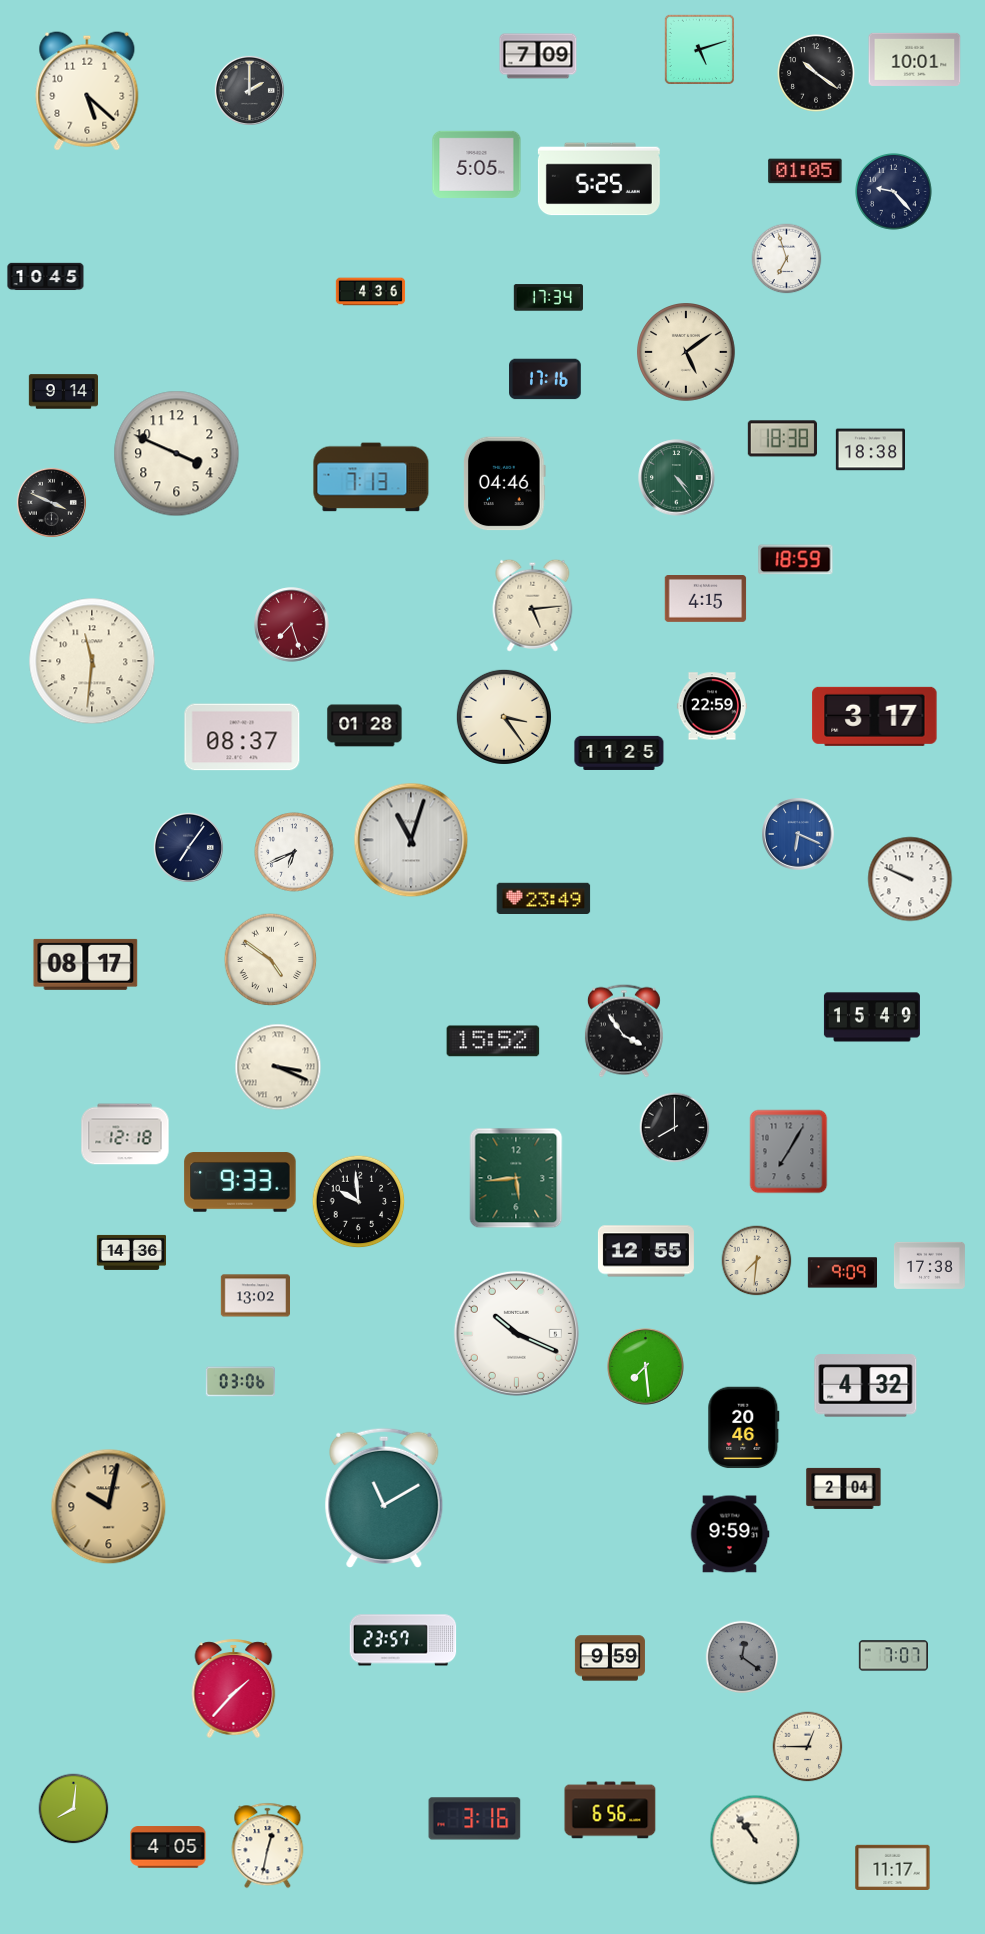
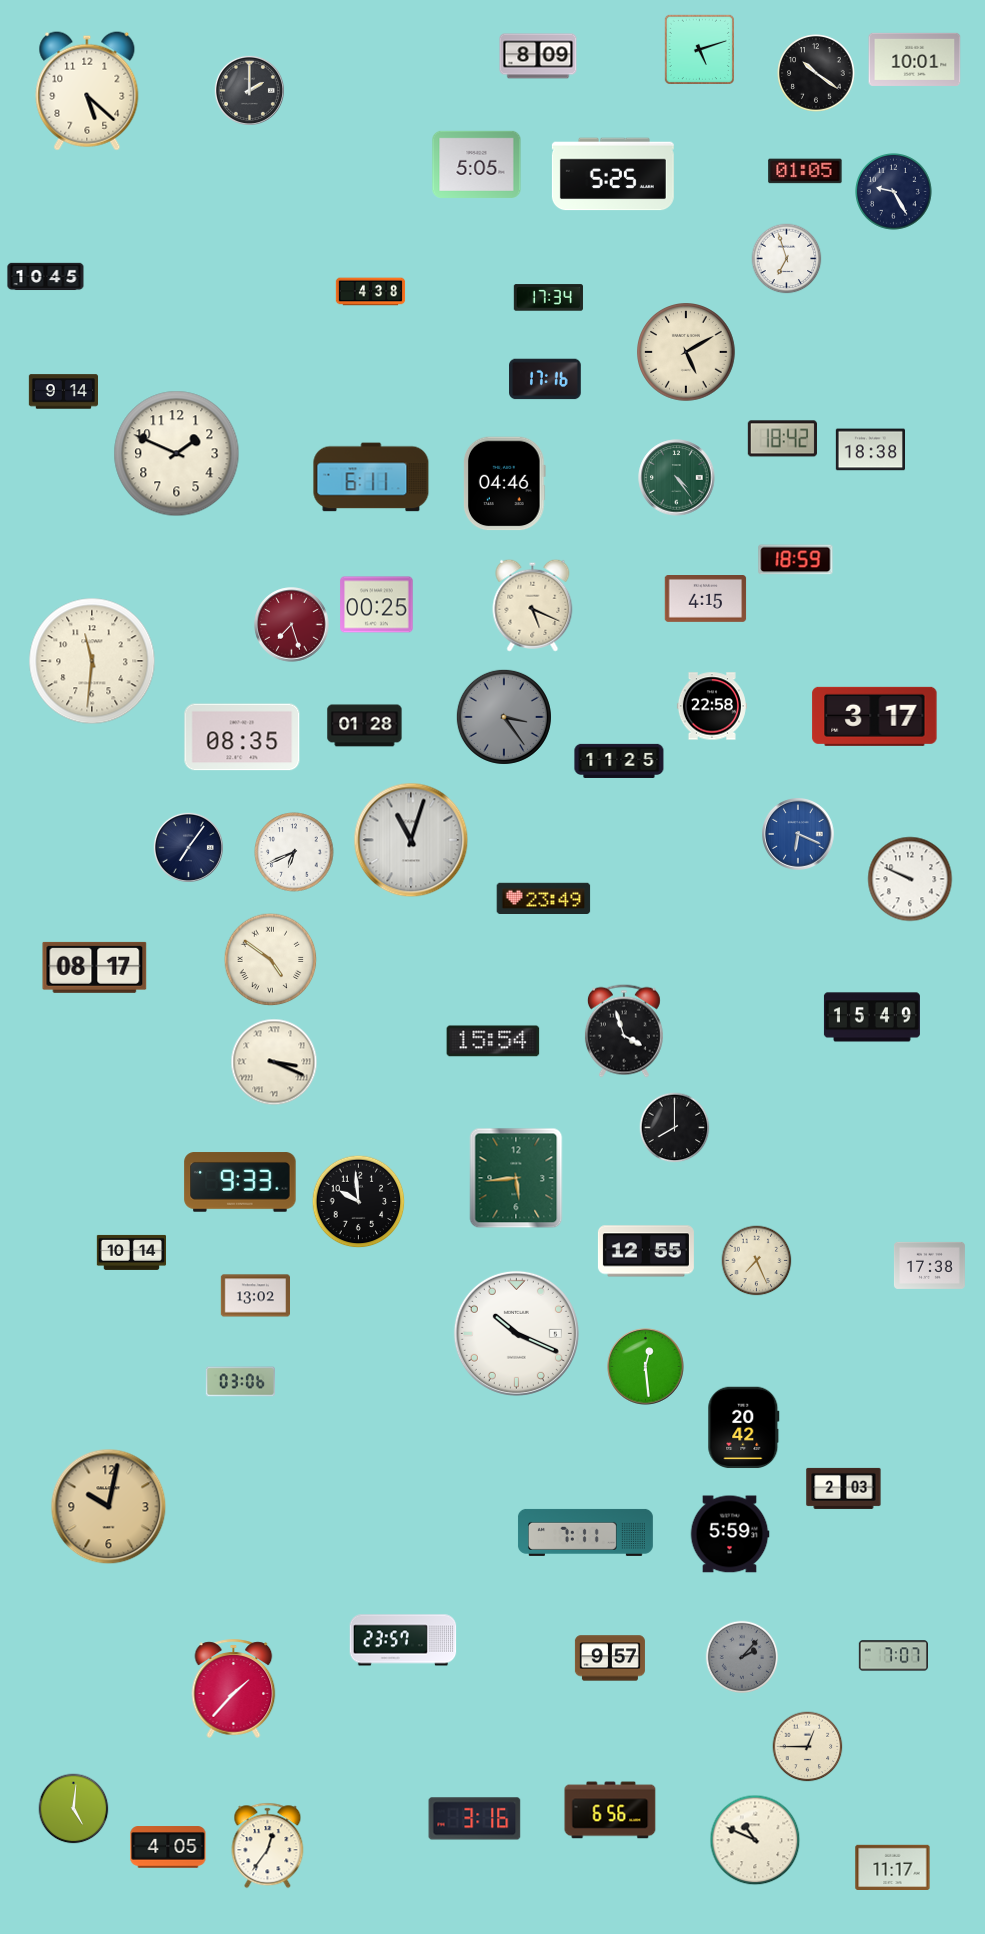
clock at (538, 56): 7:09 -> 8:09
clock at (599, 179) position: (599, 179) -> (613, 174)
clock at (894, 192): 9:23 -> 9:25
clock at (371, 292): 4:36 -> 4:38
clock at (687, 353): 5:09 -> 5:10
clock at (782, 439): 18:38 -> 18:42
clock at (177, 454): 3:49 -> 1:49
clock at (371, 477): 7:13 -> 6:11
clock at (51, 502): 3:49 -> none
clock at (377, 605): none -> 00:25
clock at (533, 605): 5:14 -> 5:19
clock at (712, 706): 22:59 -> 22:58
clock at (504, 717) dial: cream -> grey
clock at (242, 737): 08:37 -> 08:35
clock at (619, 753) position: (619, 753) -> (619, 761)
clock at (86, 964) position: (86, 964) -> (95, 967)
clock at (624, 1031): 3:54 -> 3:57
clock at (493, 1041): 15:52 -> 15:54
clock at (278, 1067) position: (278, 1067) -> (274, 1062)
clock at (125, 1134): 12:18 -> none
clock at (789, 1152): 7:05 -> none
clock at (131, 1252): 14:36 -> 10:14
clock at (757, 1261): 7:31 -> 7:26
clock at (842, 1273): 9:09 -> none
clock at (646, 1367): 7:29 -> 12:29
clock at (866, 1386): 4:32 -> none
clock at (744, 1428): 20:46 -> 20:42
clock at (844, 1488): 2:04 -> 2:03
clock at (384, 1498): 11:10 -> none
clock at (585, 1532): none -> 7:11
clock at (730, 1534): 9:59 -> 5:59
clock at (742, 1657): 12:21 -> 2:07
clock at (610, 1658): 9:59 -> 9:57
clock at (74, 1809): 8:01 -> 5:01
clock at (755, 1840): 10:54 -> 10:49
clock at (268, 1846): 12:32 -> 12:36
